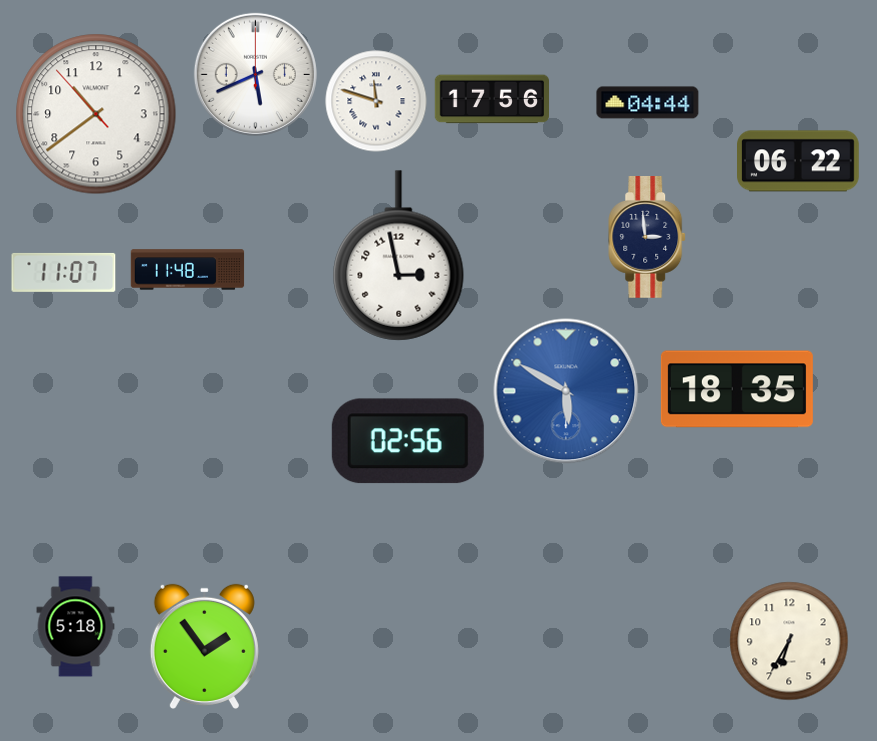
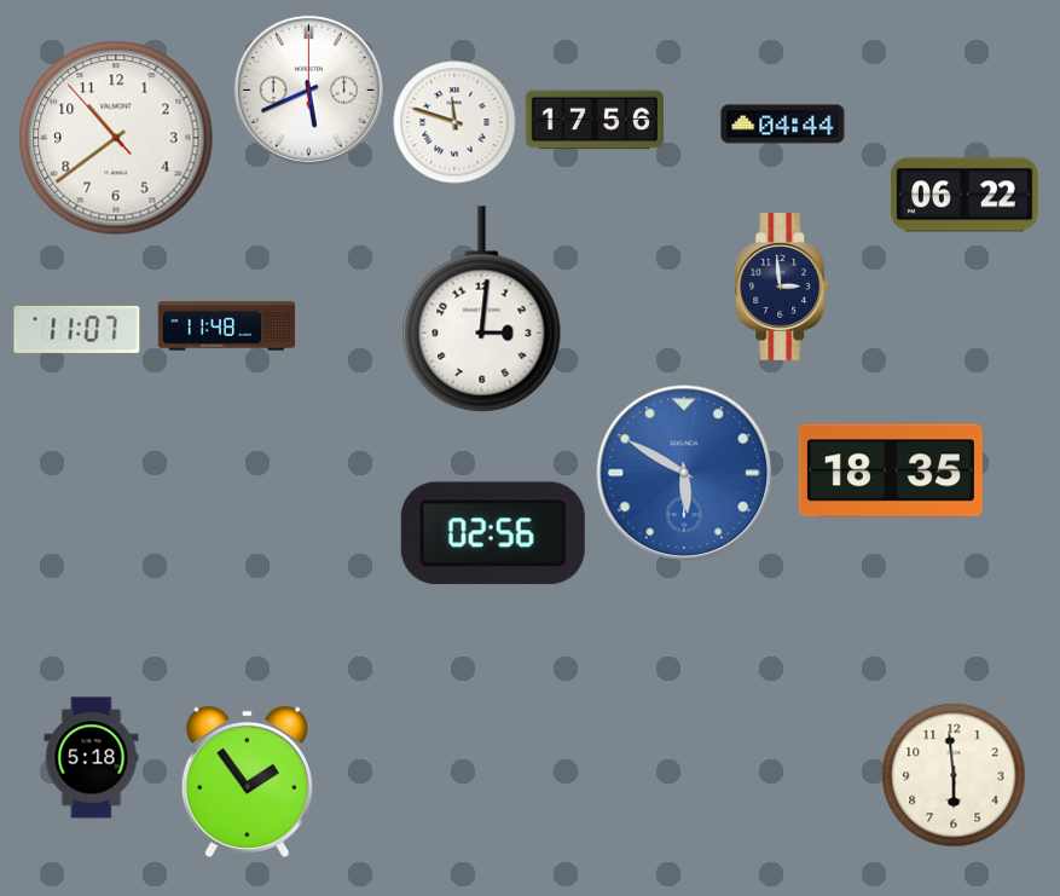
clock at (399, 256): 2:58 -> 3:01
clock at (789, 641): 6:35 -> 5:59
